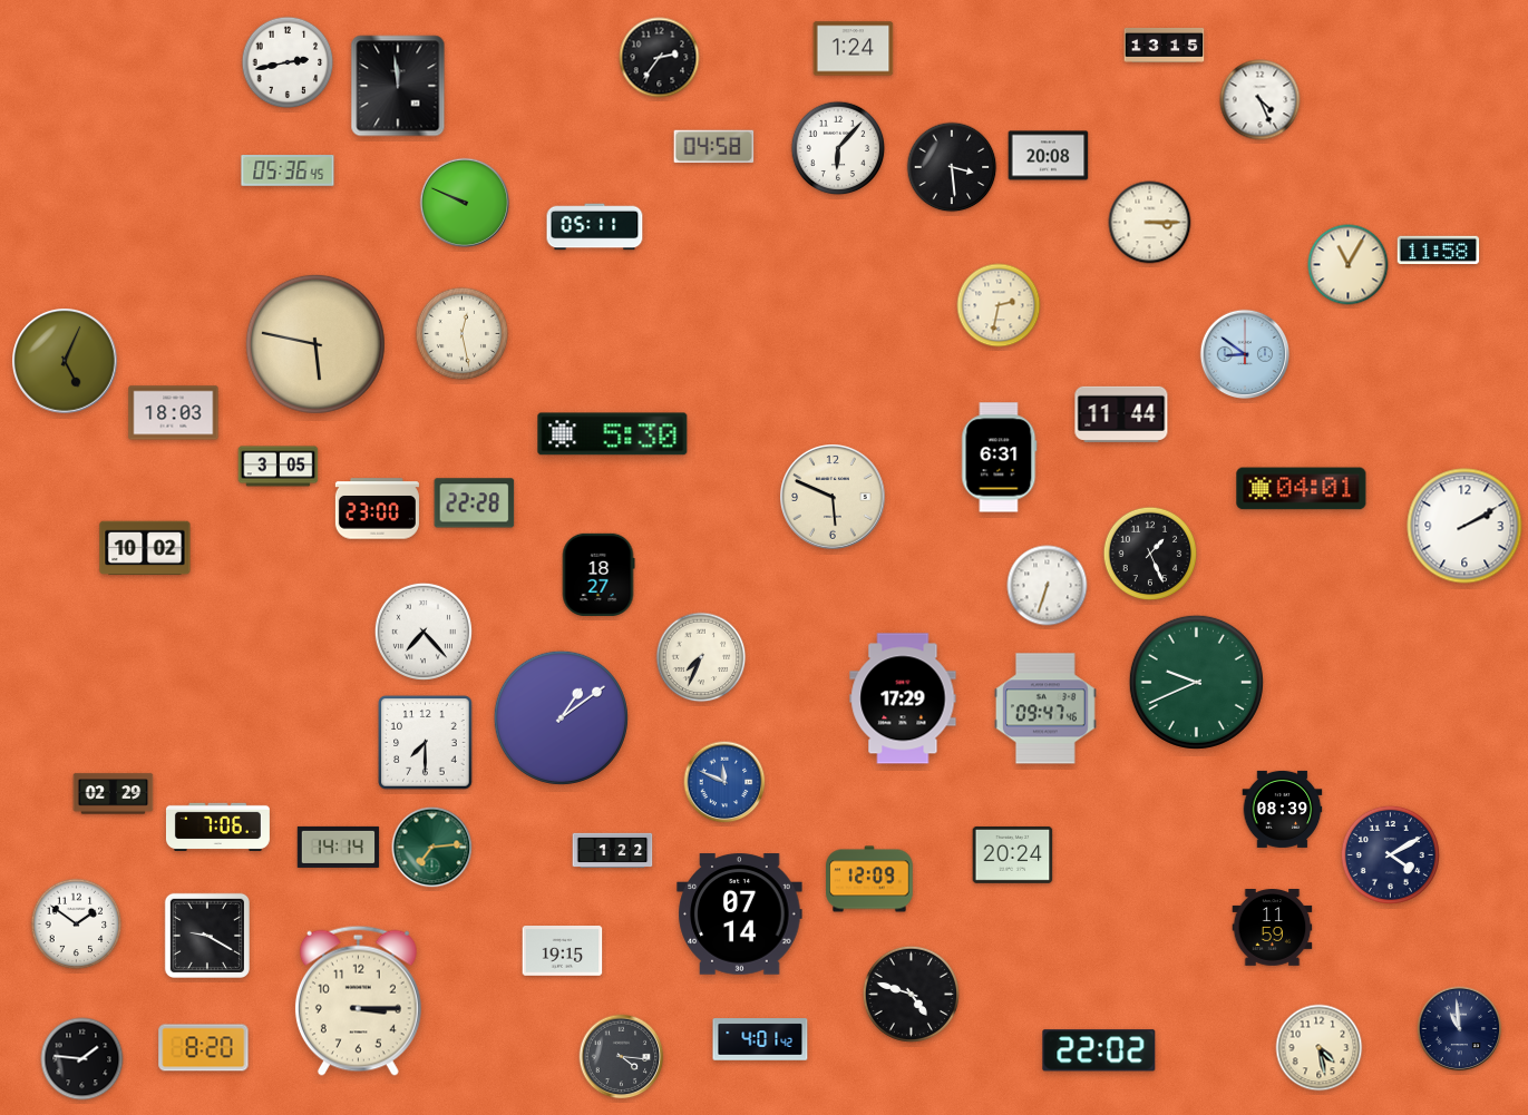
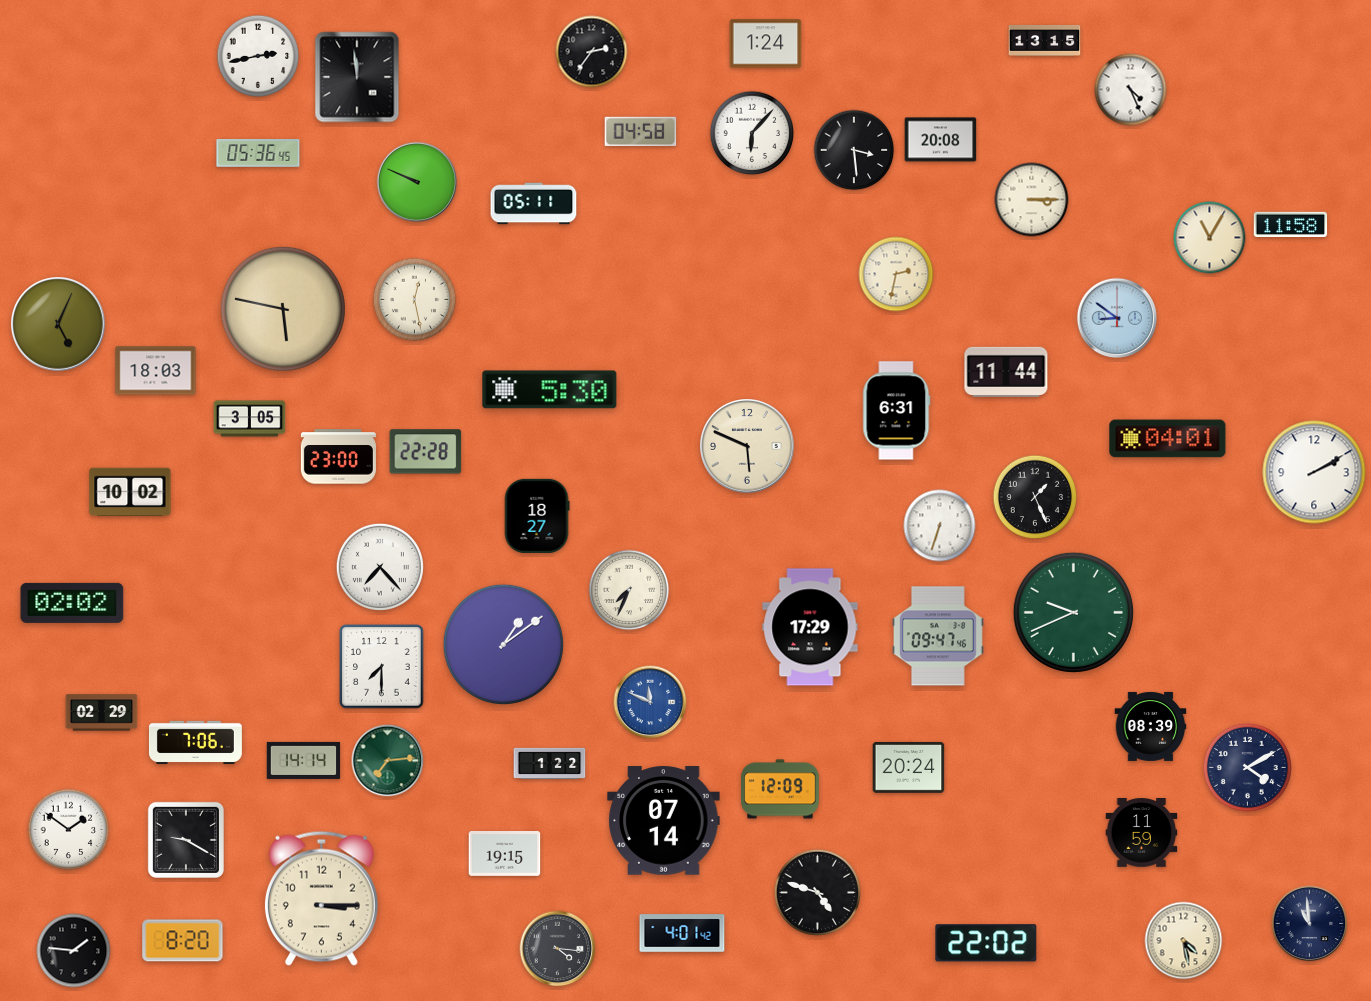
clock at (1150, 554) position: (1150, 554) -> (1035, 497)
clock at (72, 603): none -> 02:02
